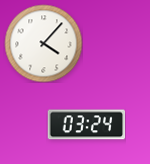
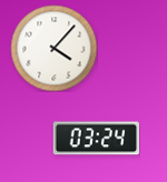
clock at (43, 43) position: (43, 43) -> (53, 48)
